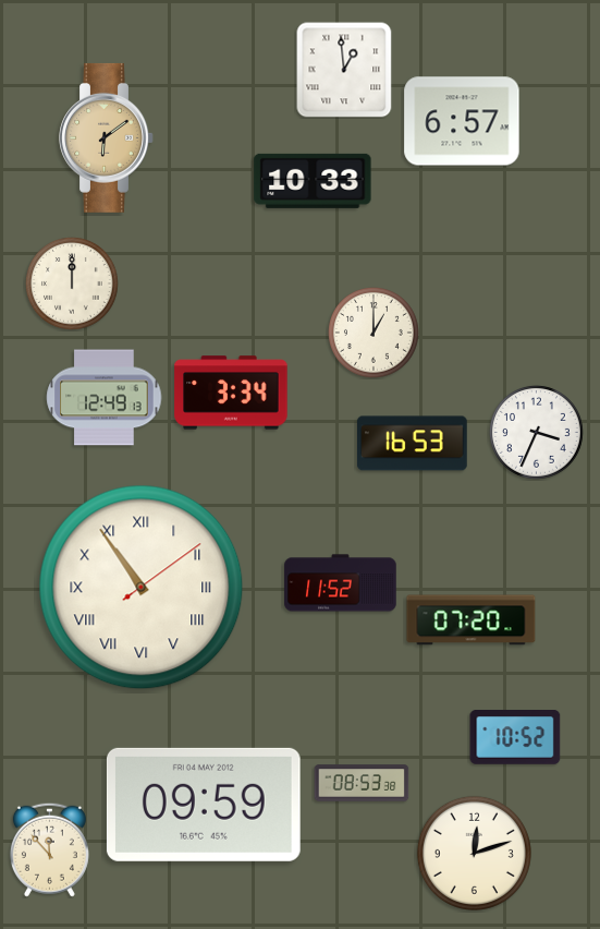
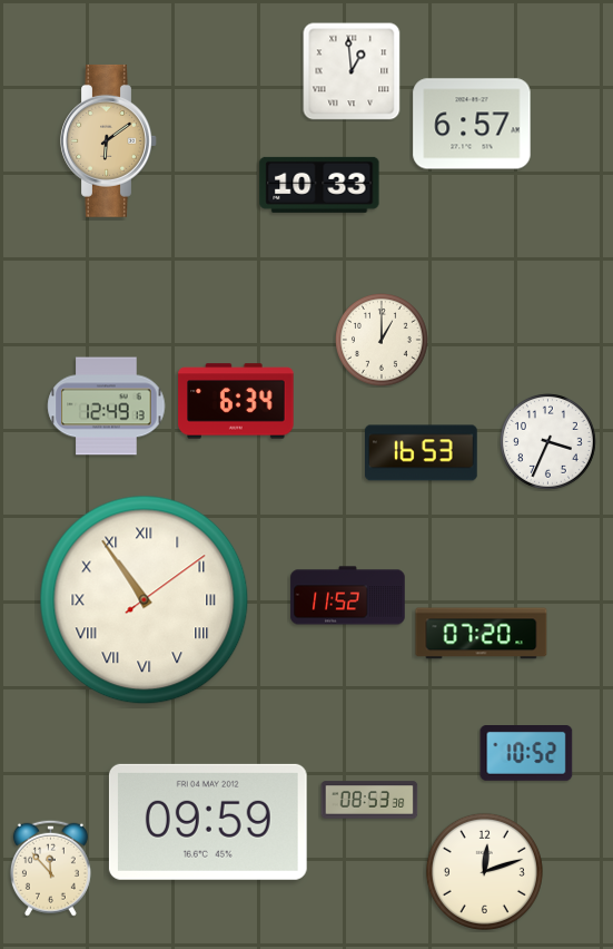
clock at (73, 285): 12:00 -> none
clock at (231, 393): 3:34 -> 6:34
